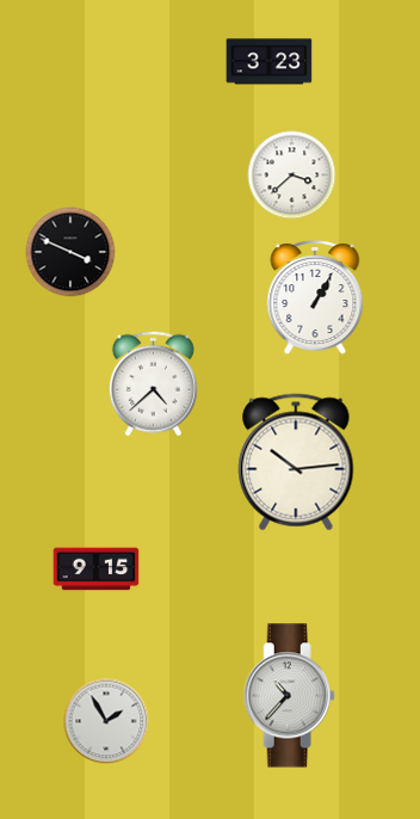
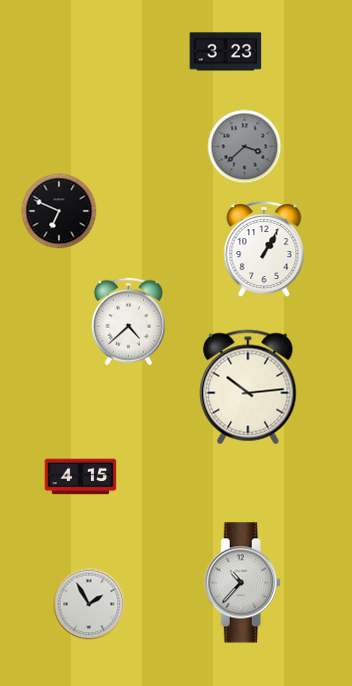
clock at (292, 176) dial: white -> grey
clock at (70, 252): 3:49 -> 6:49
clock at (97, 569): 9:15 -> 4:15
